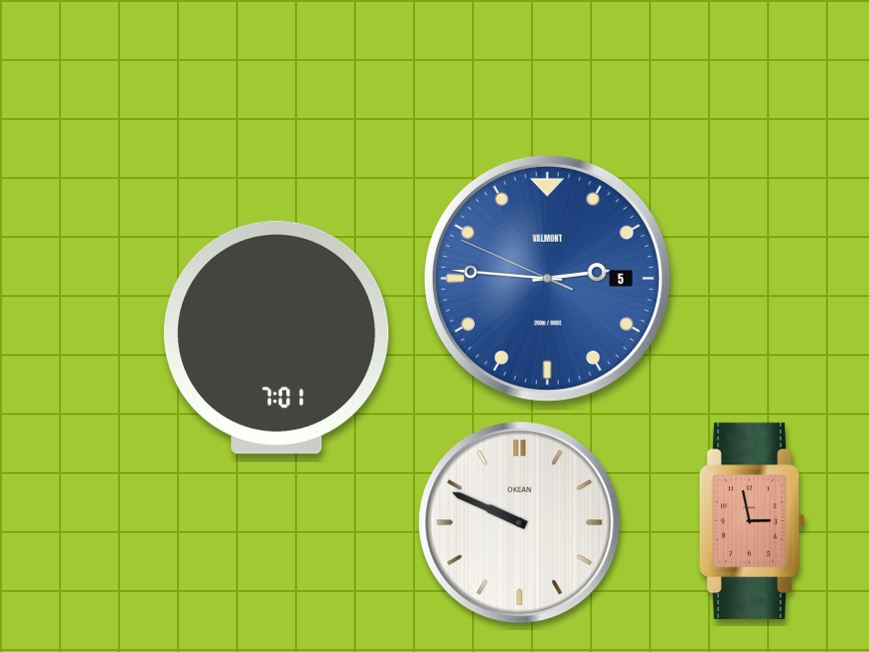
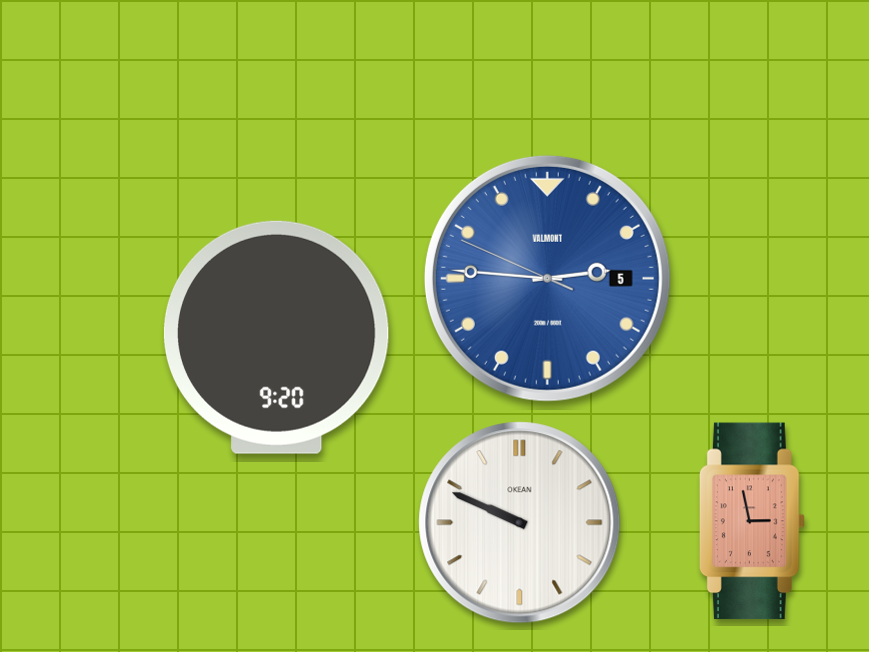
clock at (276, 337): 7:01 -> 9:20
